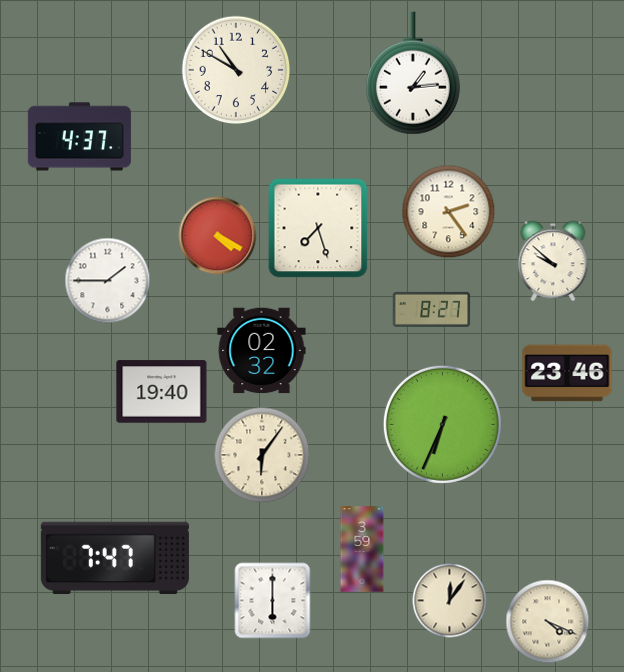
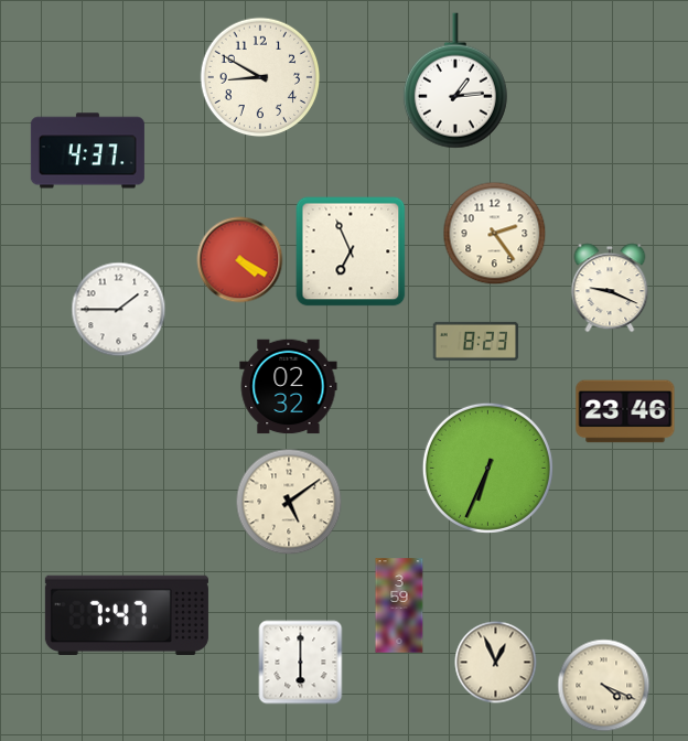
clock at (236, 70): 10:50 -> 8:50
clock at (318, 228): 7:27 -> 6:56
clock at (553, 261): 9:52 -> 9:19
clock at (432, 309): 8:27 -> 8:23
clock at (162, 392): 19:40 -> none
clock at (262, 455): 6:06 -> 5:09
clock at (450, 601): 12:06 -> 12:56
